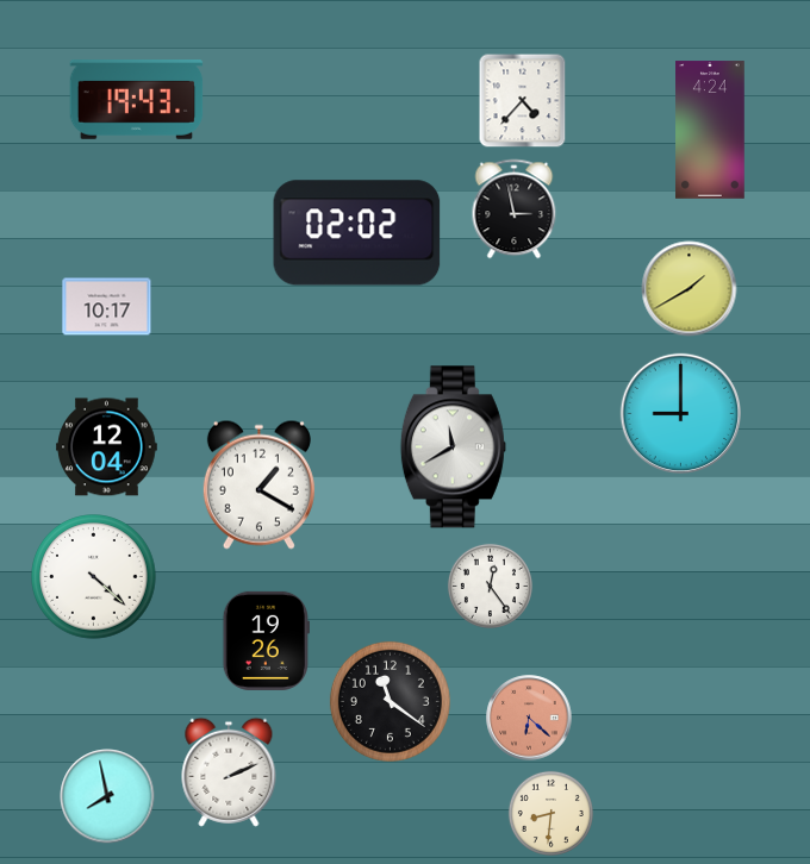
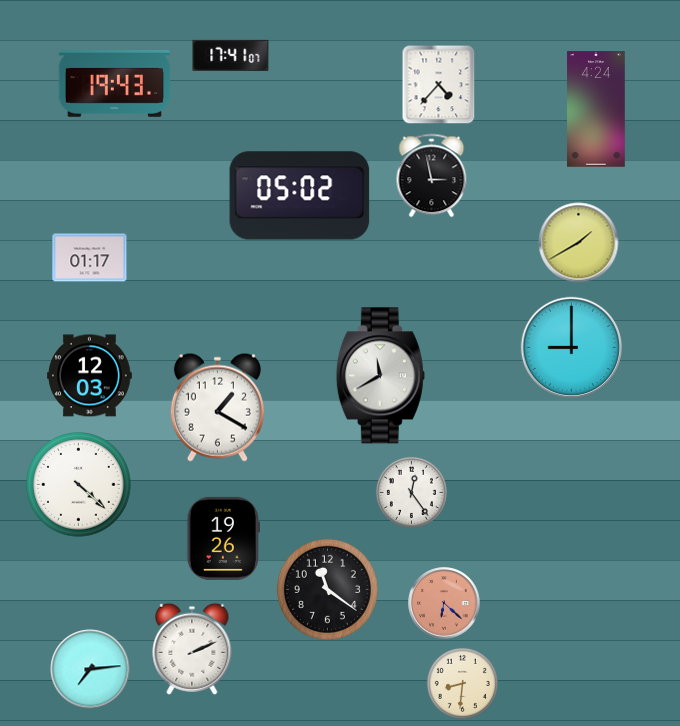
clock at (231, 55): none -> 17:41
clock at (357, 233): 02:02 -> 05:02
clock at (107, 307): 10:17 -> 01:17
clock at (107, 447): 12:04 -> 12:03
clock at (107, 796): 7:58 -> 7:14
